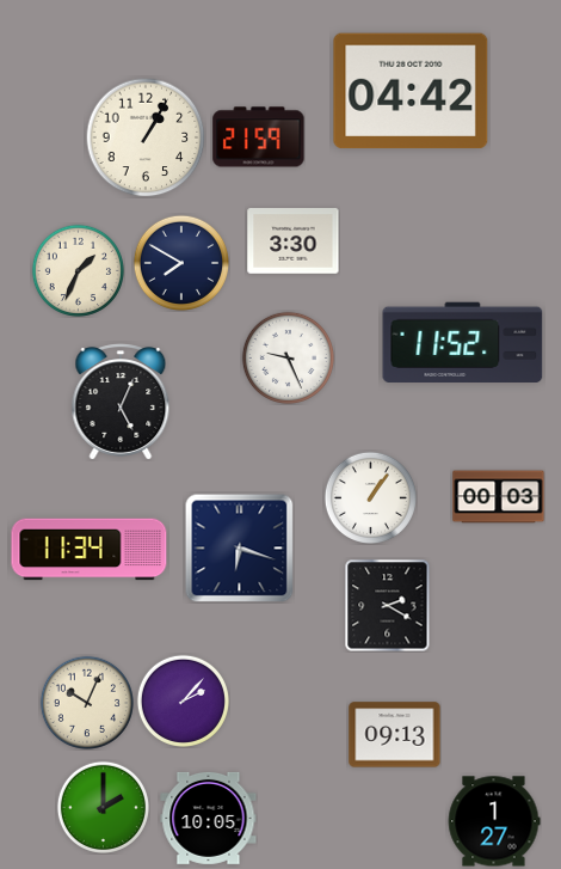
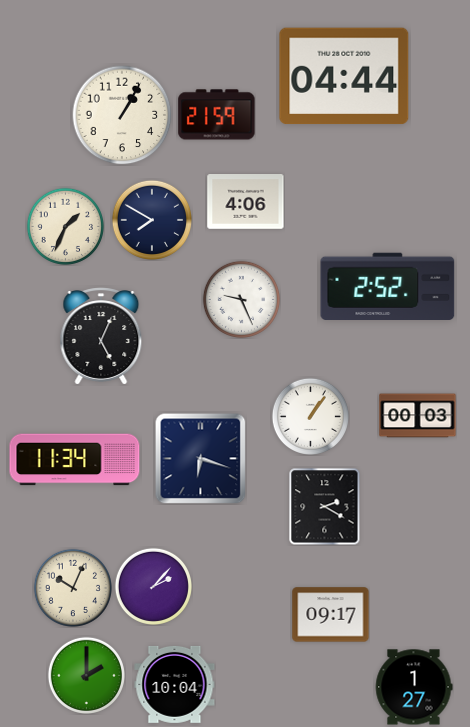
clock at (411, 91): 04:42 -> 04:44
clock at (294, 241): 3:30 -> 4:06
clock at (463, 342): 11:52 -> 2:52
clock at (395, 735): 09:13 -> 09:17
clock at (209, 818): 10:05 -> 10:04
